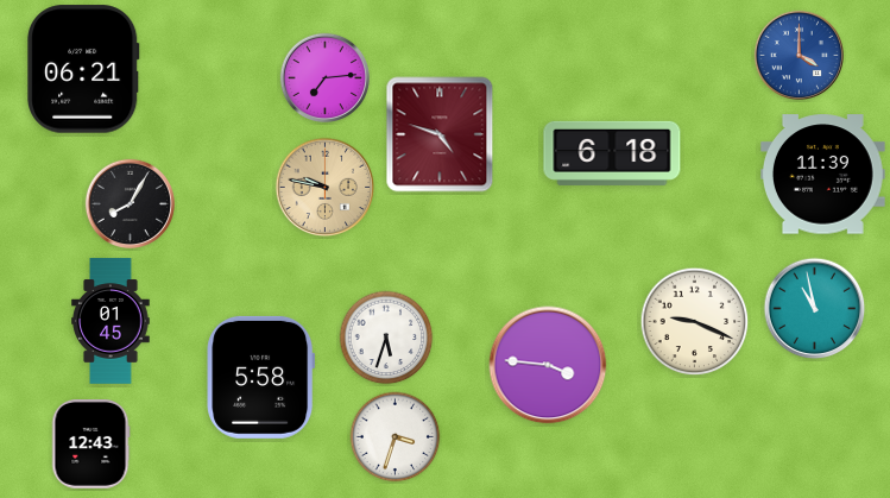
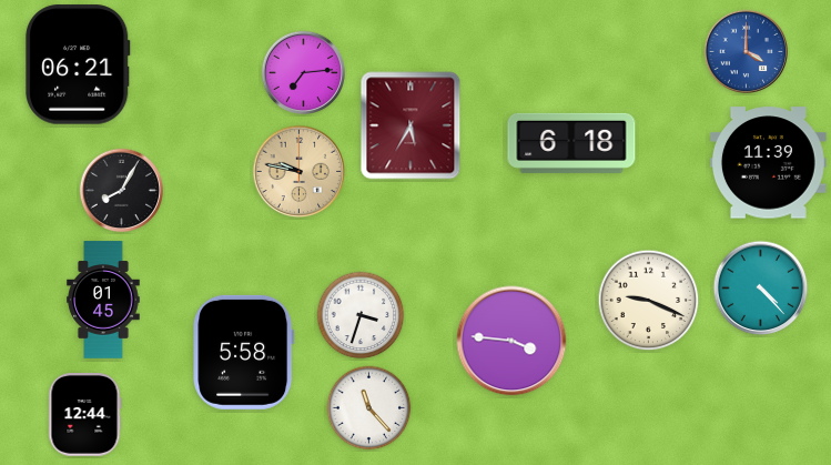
clock at (440, 134): 4:48 -> 5:35
clock at (326, 188) position: (326, 188) -> (300, 172)
clock at (815, 309): 10:58 -> 4:23
clock at (386, 338): 5:33 -> 3:33
clock at (396, 437): 3:33 -> 11:23
clock at (90, 445): 12:43 -> 12:44
